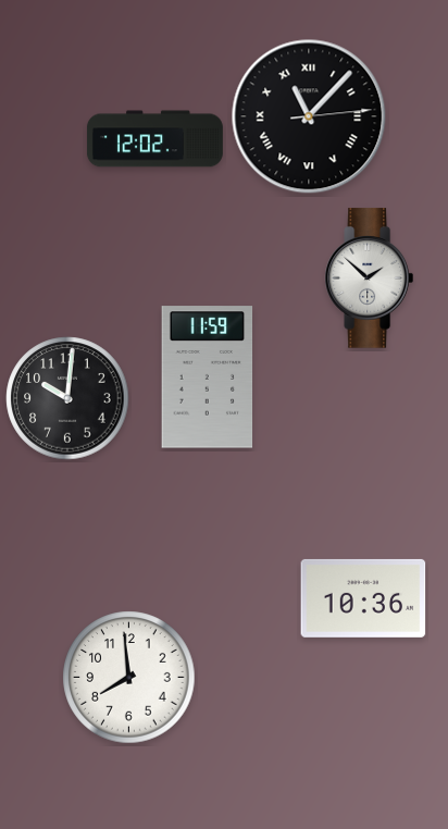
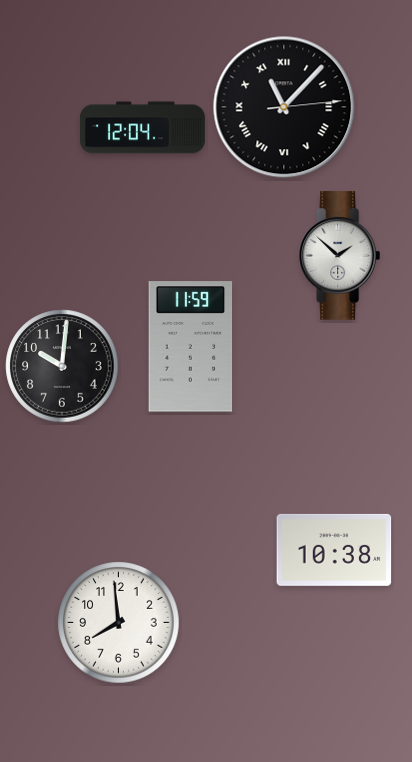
clock at (154, 139): 12:02 -> 12:04
clock at (363, 598): 10:36 -> 10:38
